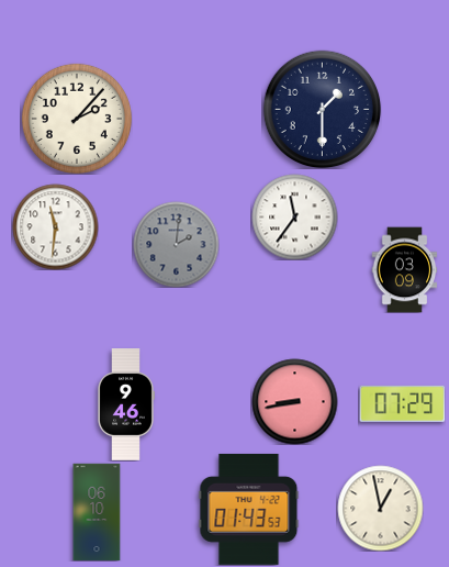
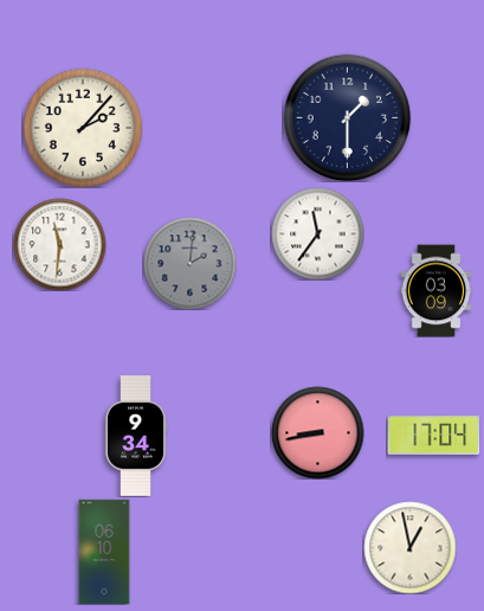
clock at (402, 403): 07:29 -> 17:04
clock at (126, 405): 9:46 -> 9:34
clock at (249, 509): 01:43 -> none
